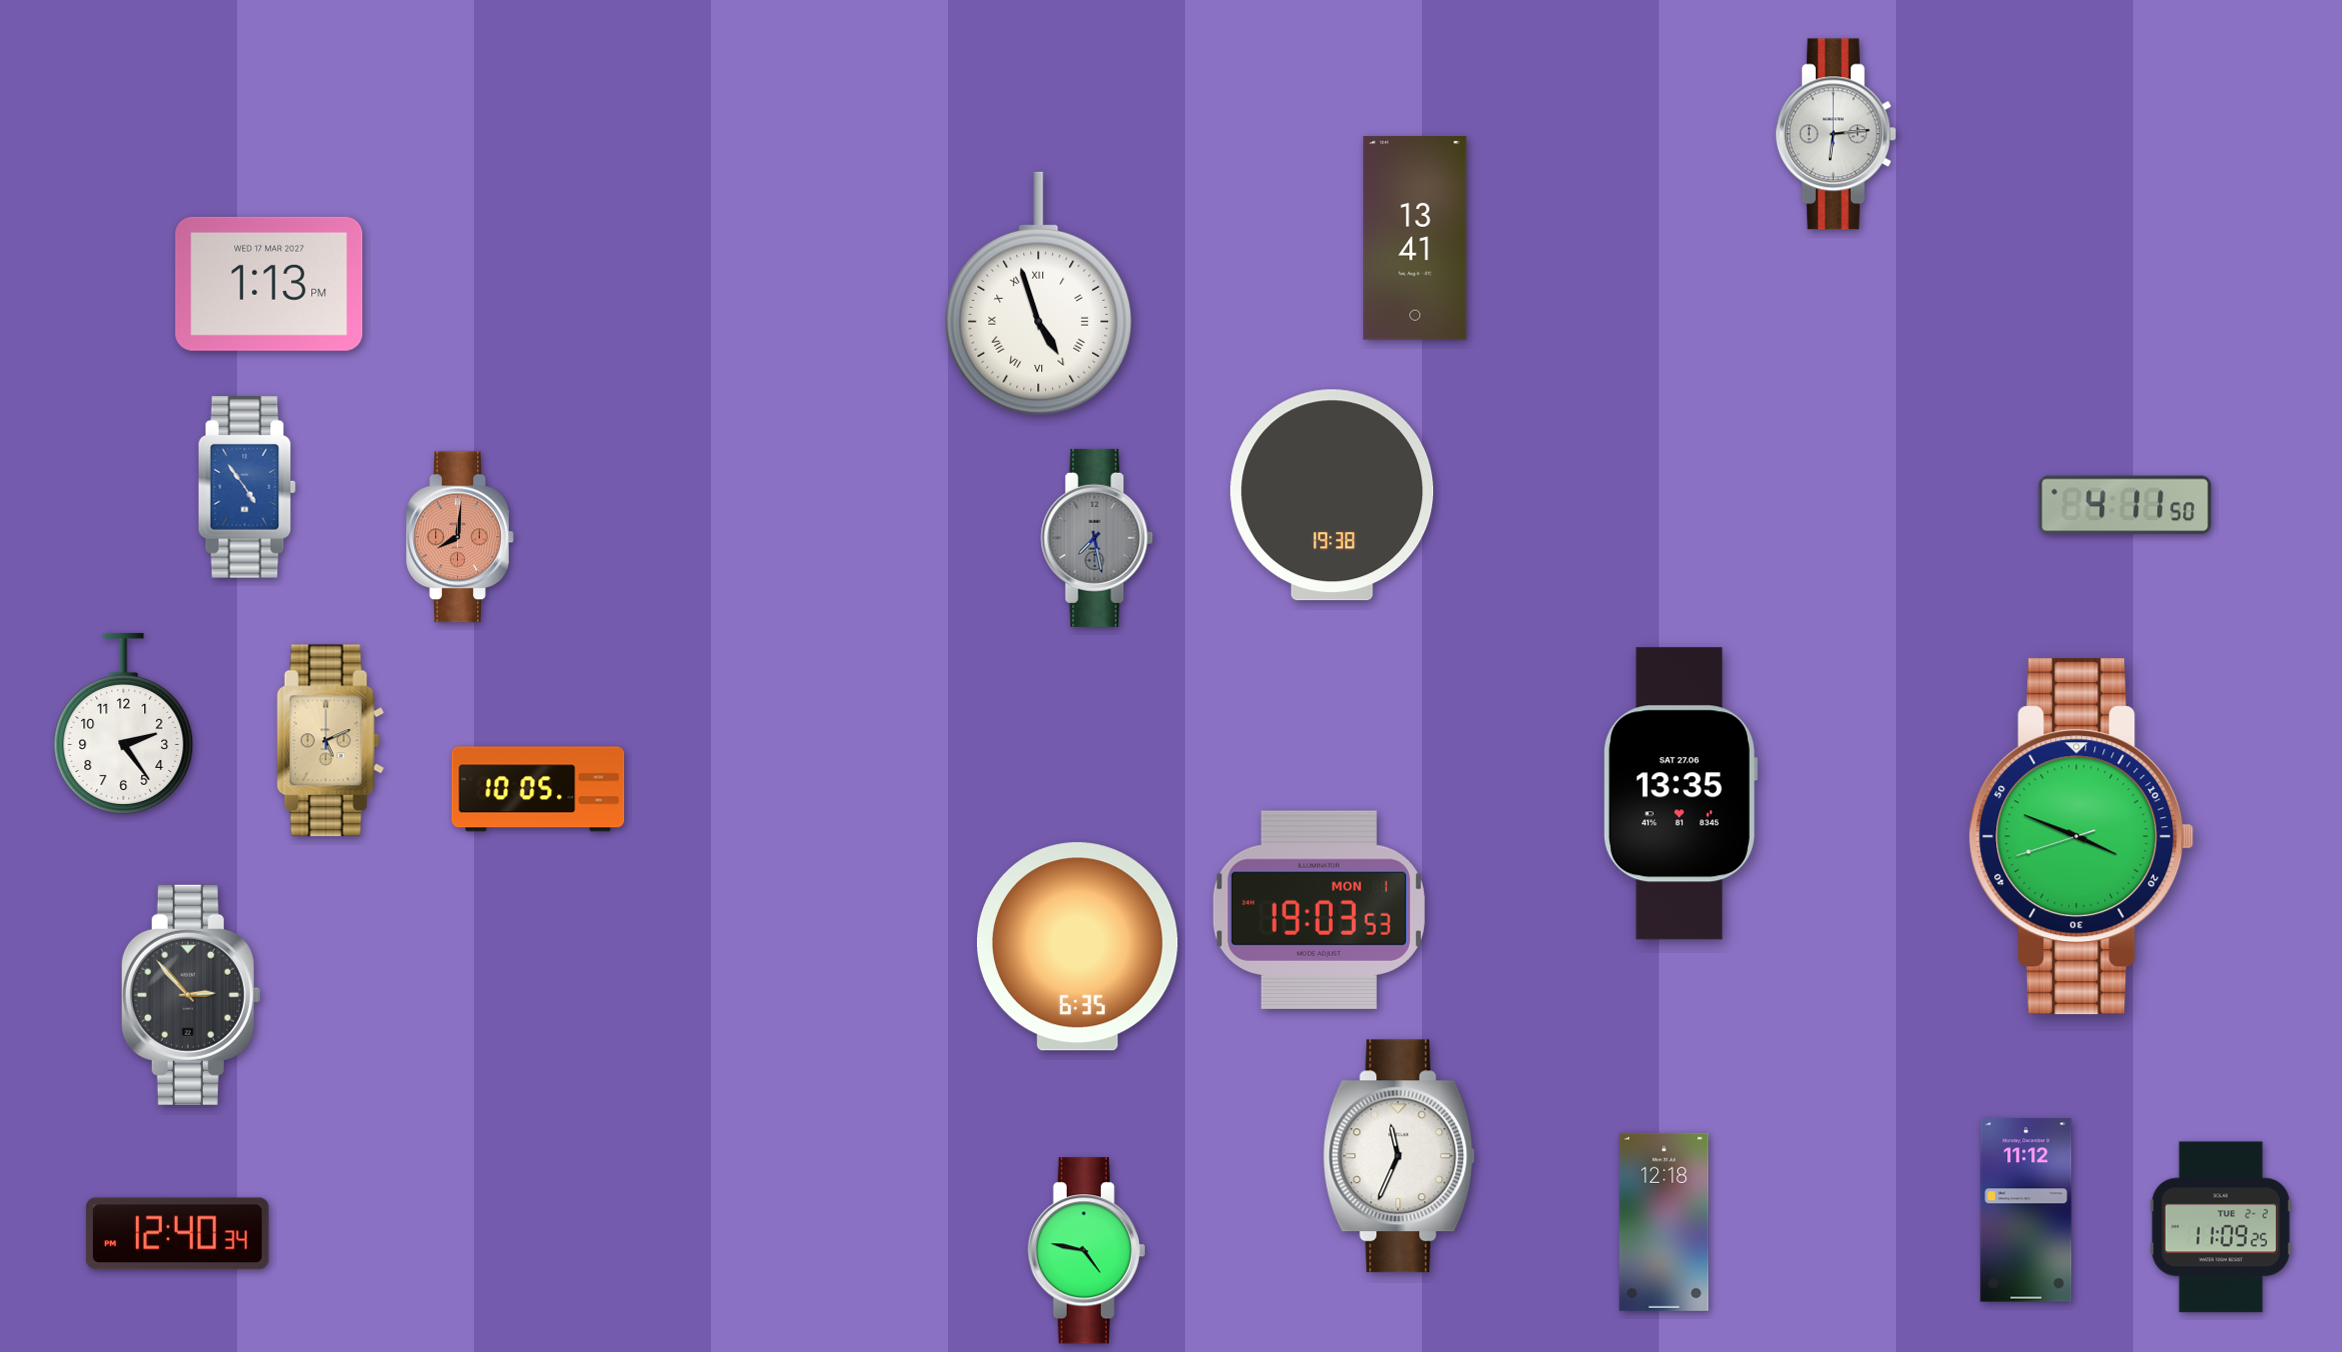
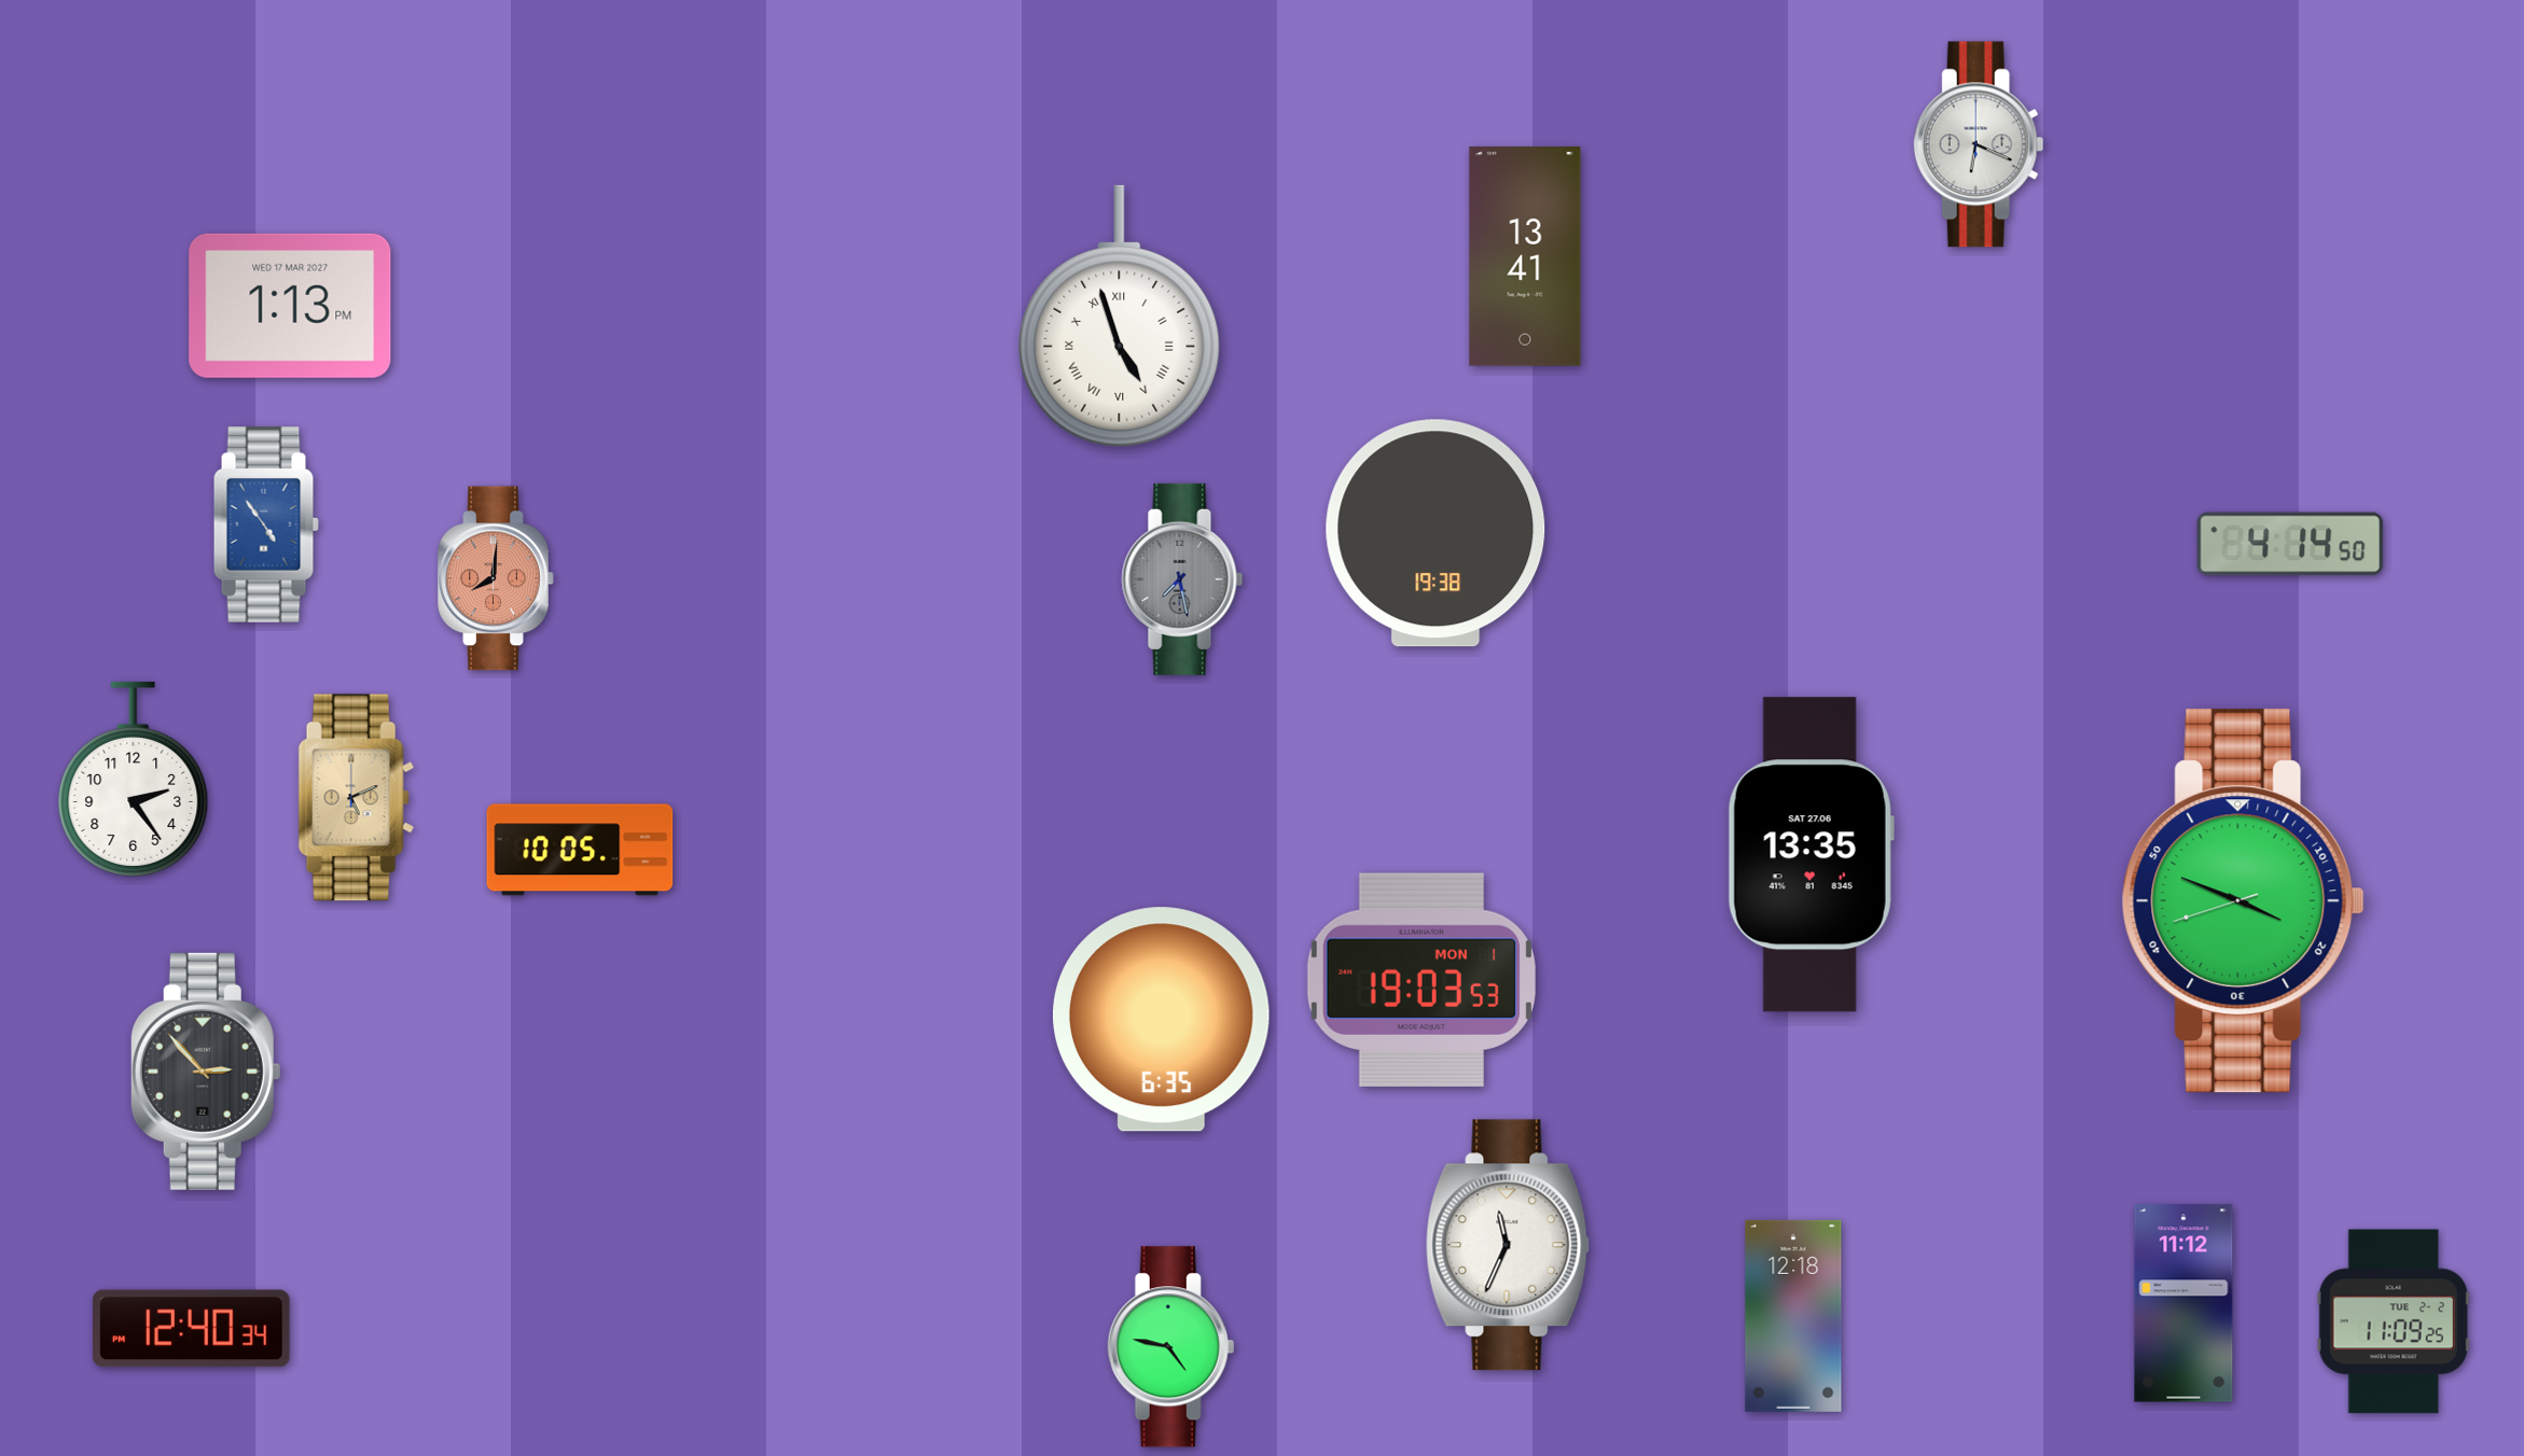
clock at (1836, 134): 6:14 -> 6:19
clock at (2125, 505): 4:11 -> 4:14
